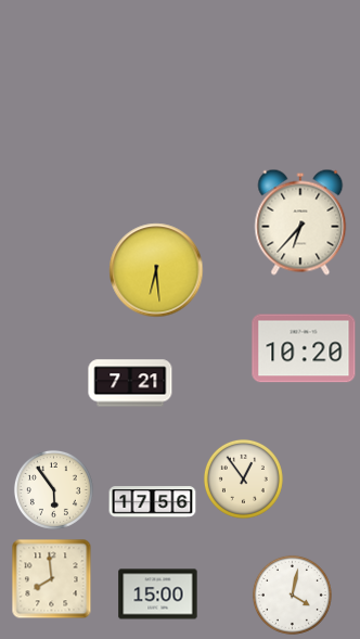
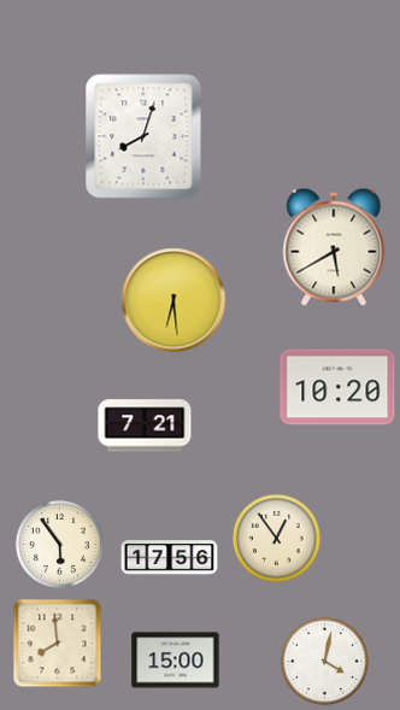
clock at (143, 136): none -> 8:03
clock at (300, 222): 6:37 -> 5:40
clock at (243, 478) position: (243, 478) -> (276, 538)
